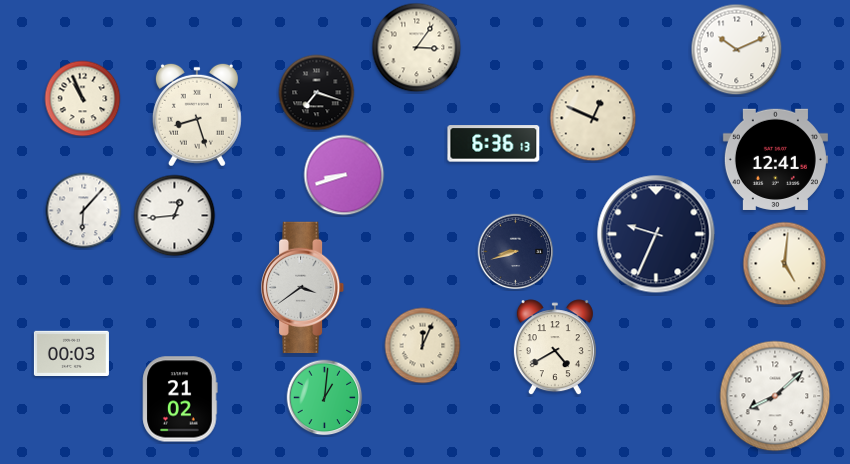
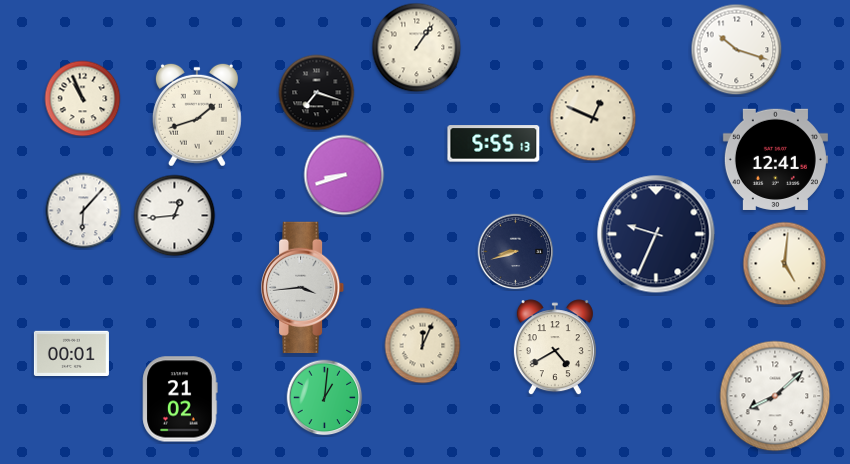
clock at (417, 48): 3:06 -> 1:06
clock at (737, 50): 10:11 -> 10:18
clock at (197, 115): 8:27 -> 1:42
clock at (494, 144): 6:36 -> 5:55
clock at (303, 288): 3:39 -> 3:44
clock at (71, 353): 00:03 -> 00:01
